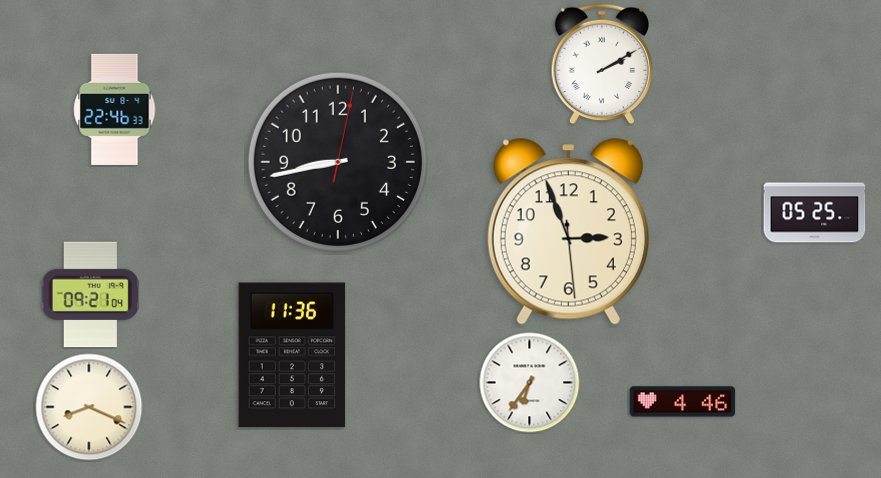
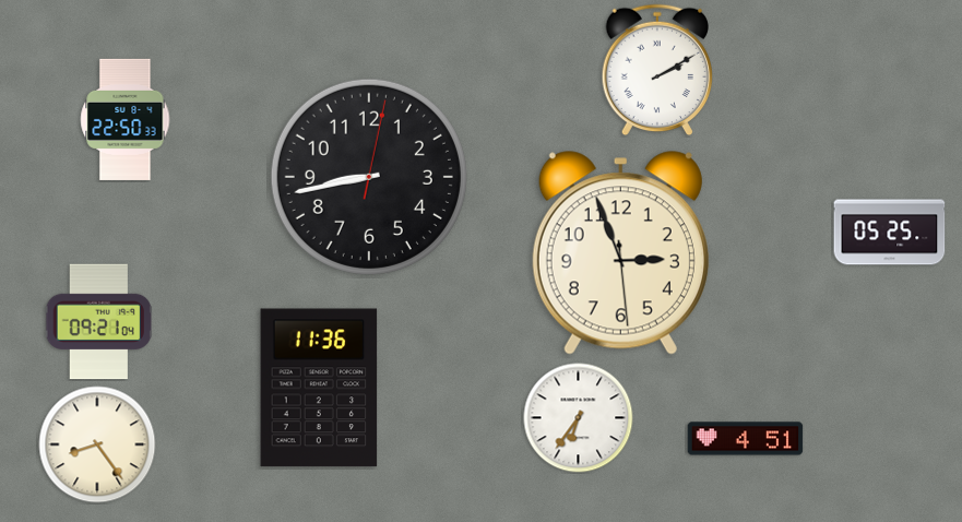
clock at (115, 109): 22:46 -> 22:50
clock at (683, 402): 4:46 -> 4:51
clock at (89, 407): 8:19 -> 8:24
